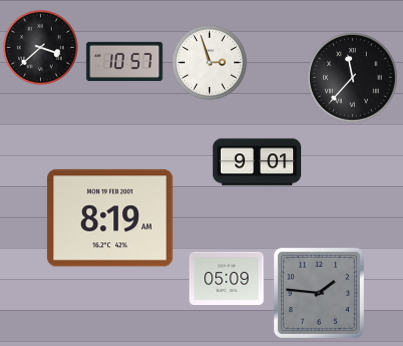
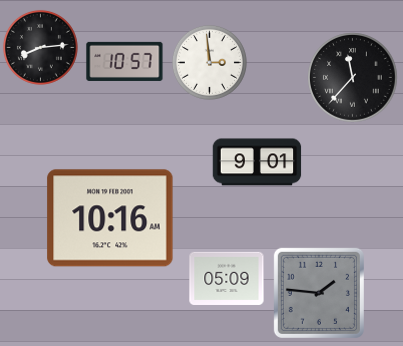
clock at (40, 47): 3:38 -> 8:14
clock at (209, 62): 2:57 -> 2:59
clock at (110, 218): 8:19 -> 10:16
